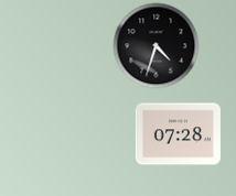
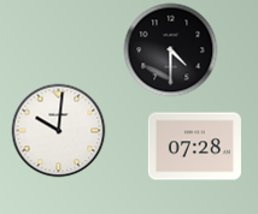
clock at (155, 45): 4:33 -> 4:30
clock at (58, 130): none -> 10:01
